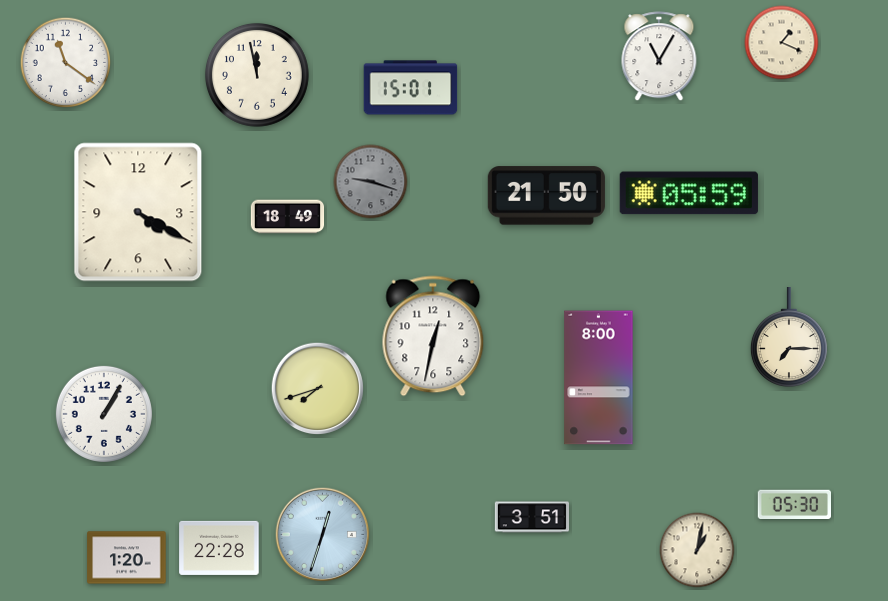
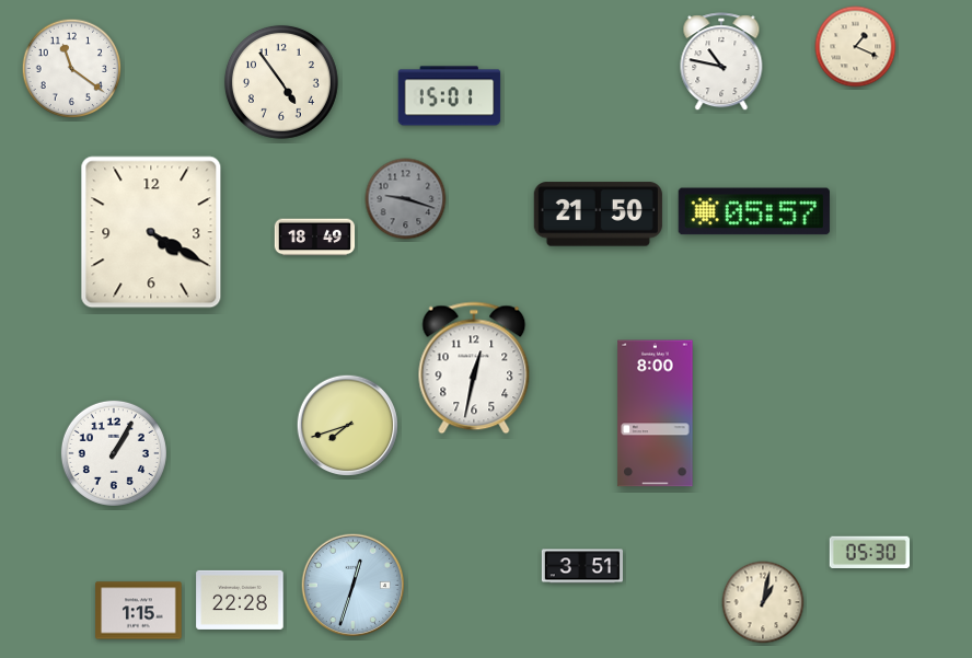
clock at (659, 57): 11:05 -> 10:47
clock at (257, 75): 11:58 -> 4:54
clock at (689, 193): 05:59 -> 05:57
clock at (789, 337): 7:15 -> none
clock at (127, 558): 1:20 -> 1:15
